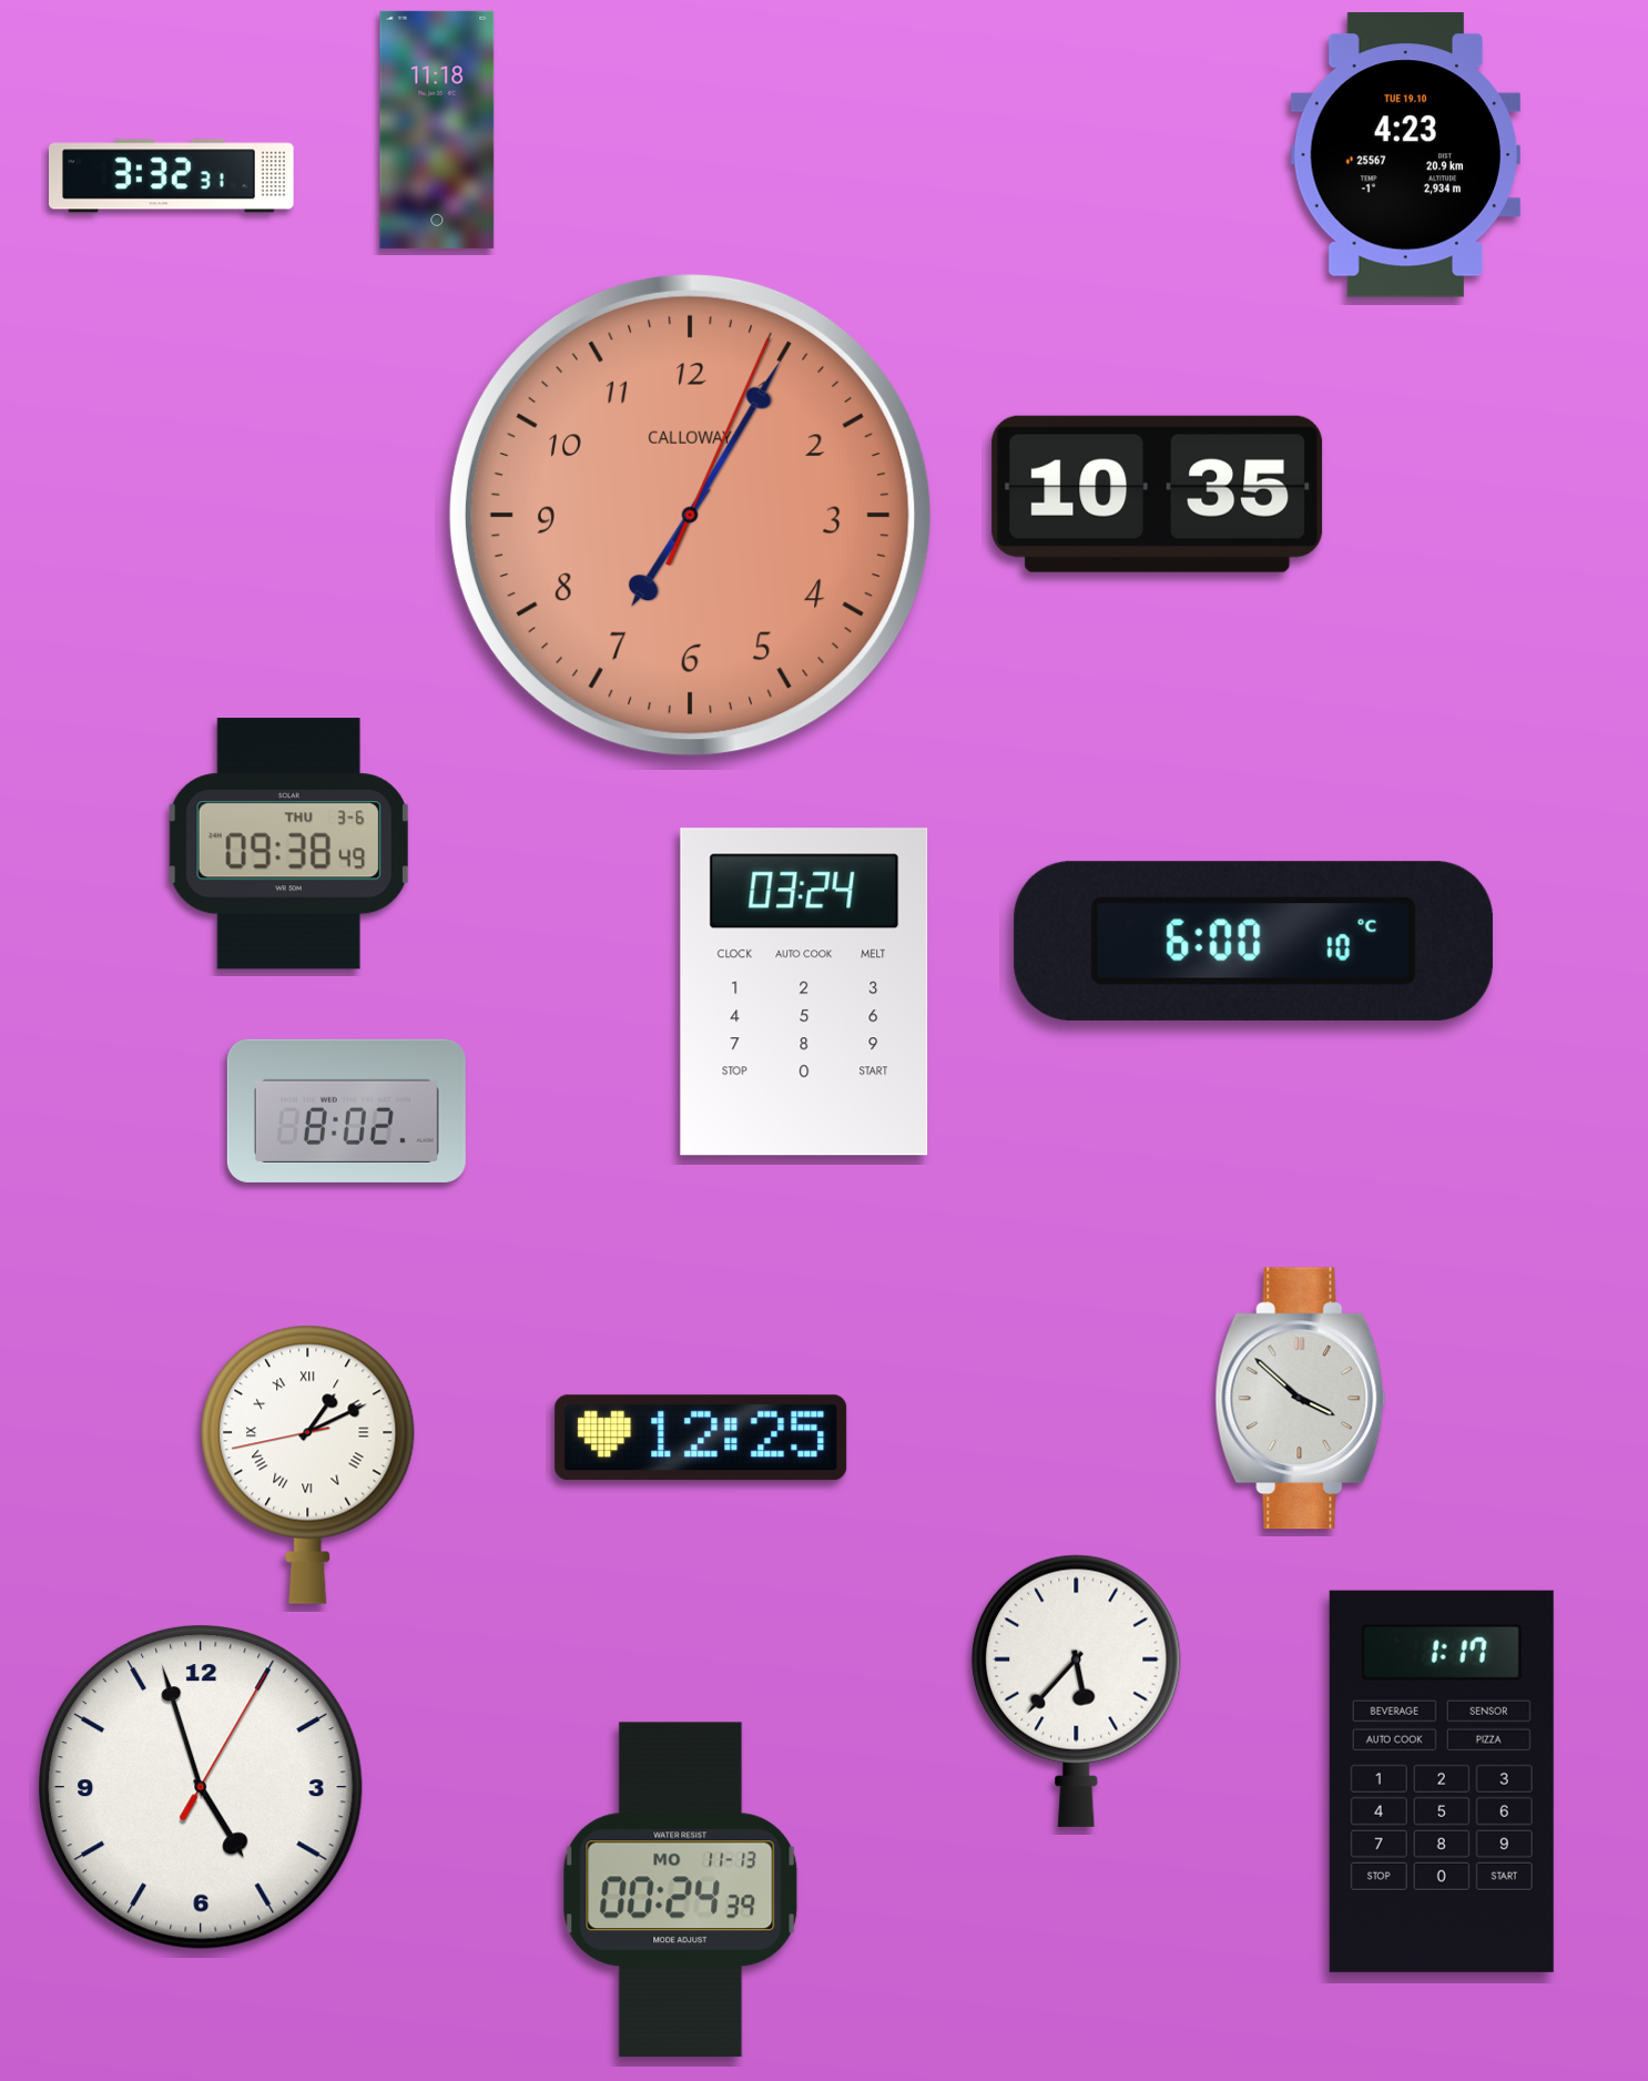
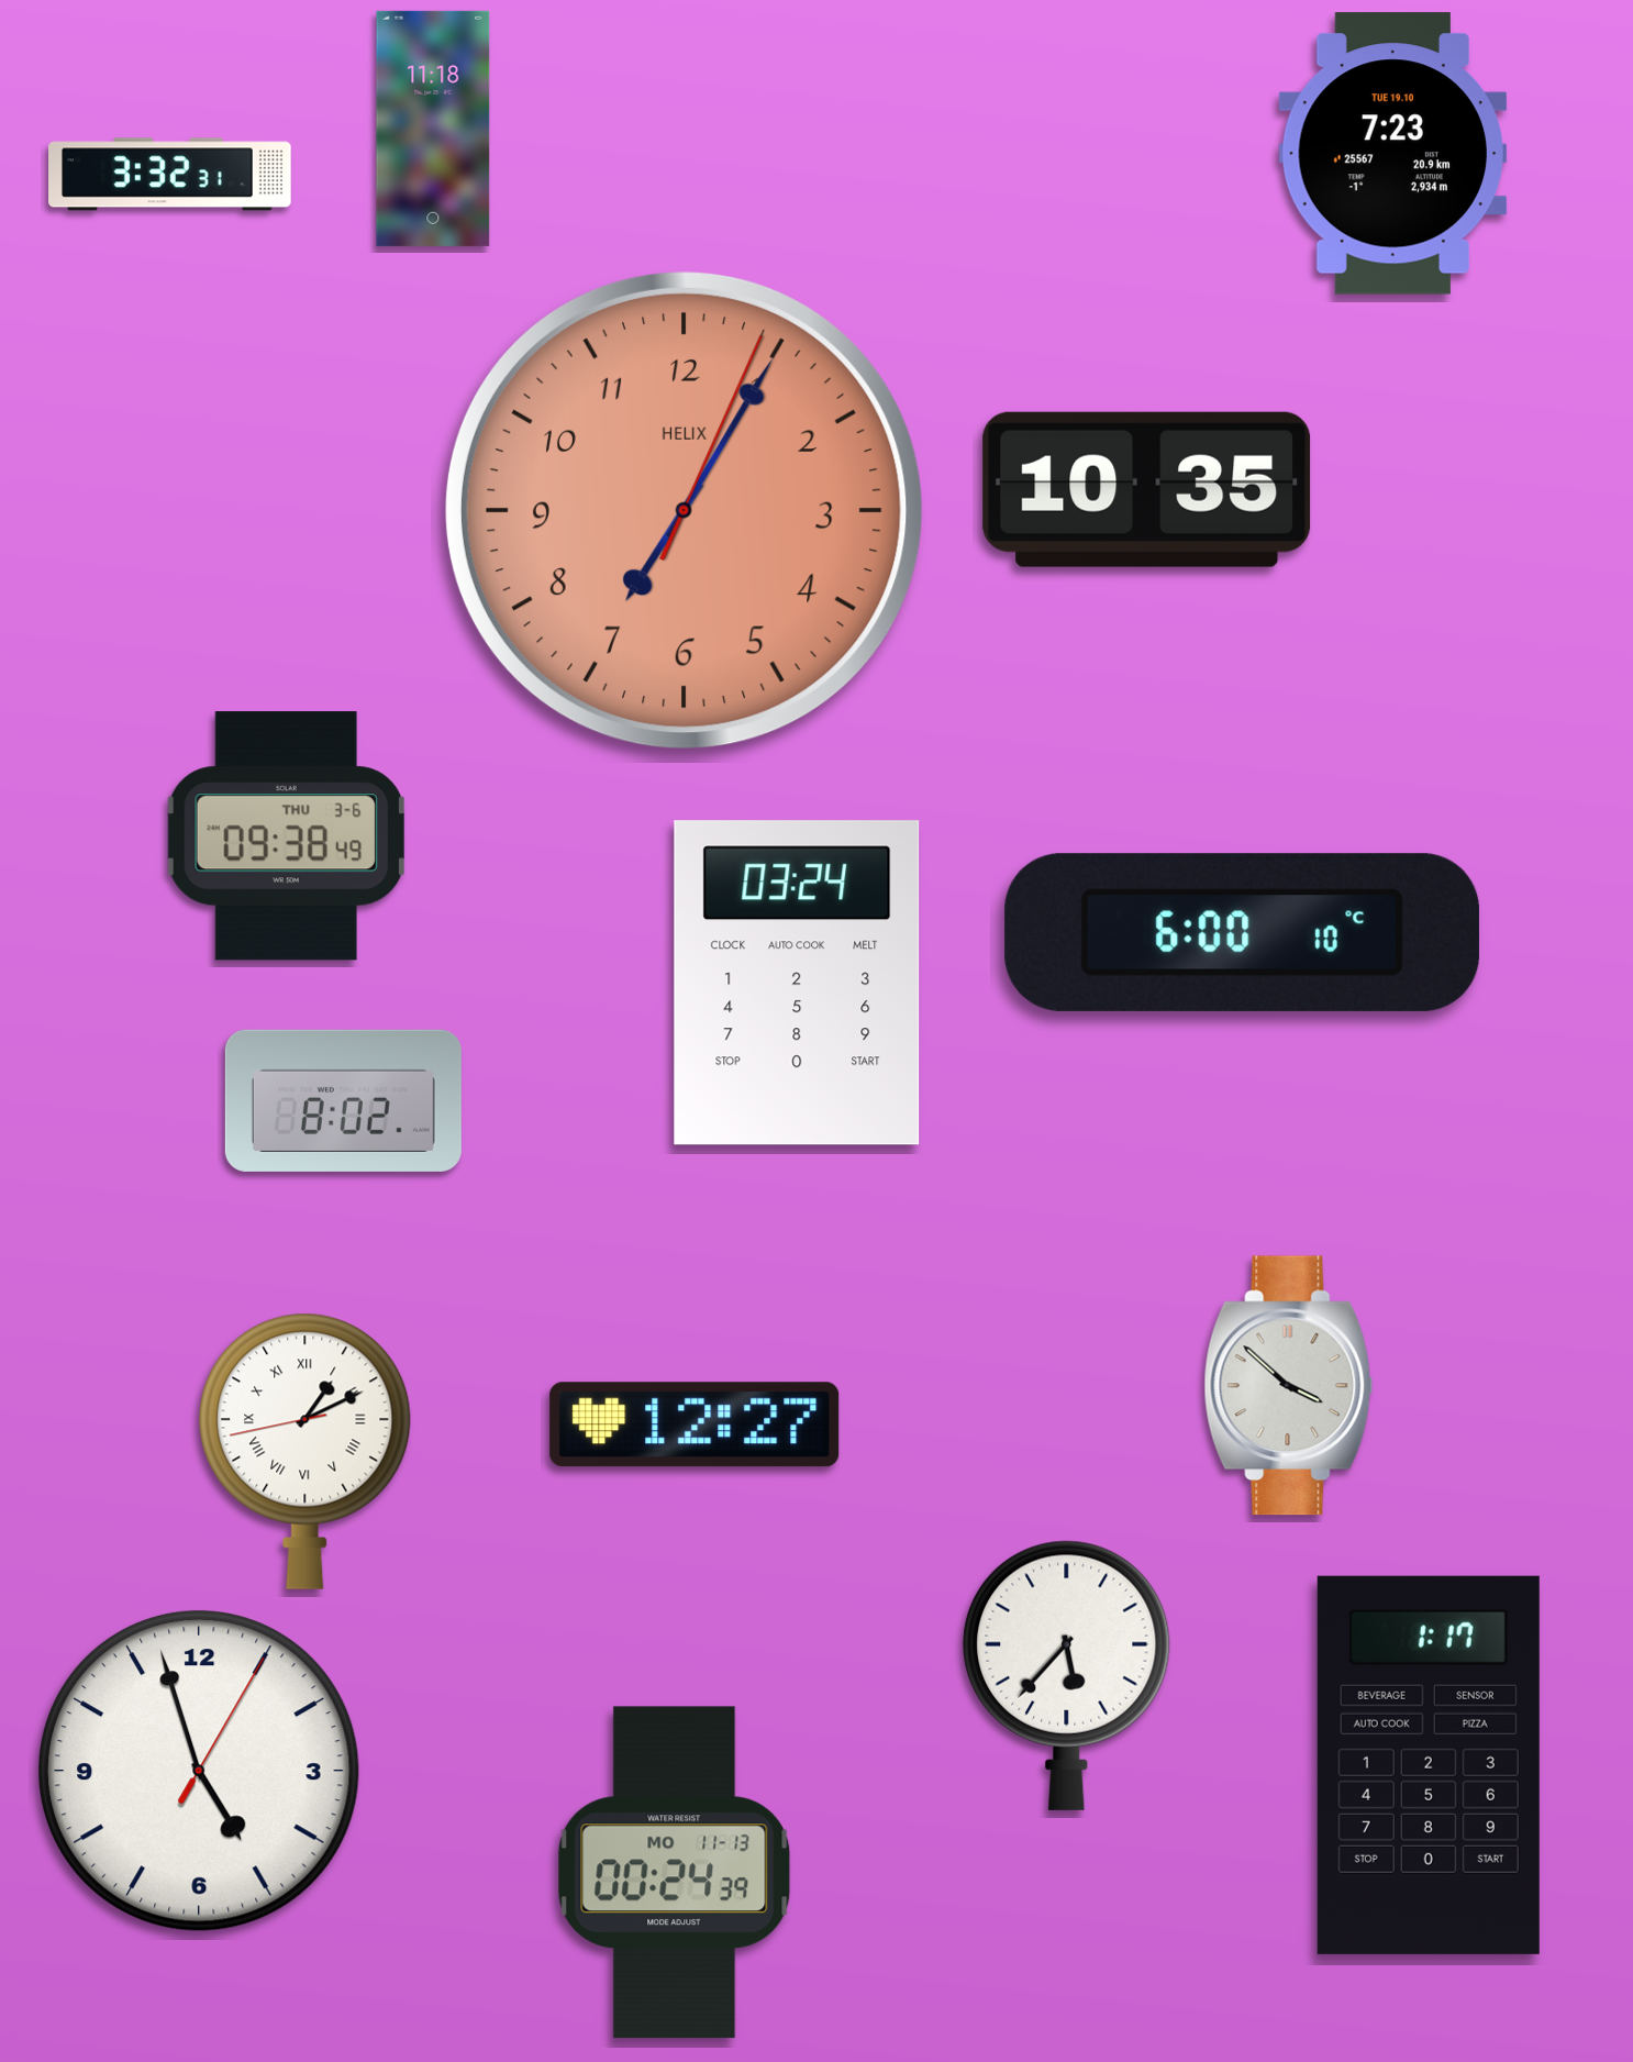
clock at (1406, 155): 4:23 -> 7:23
clock at (690, 515) brand: CALLOWAY -> HELIX
clock at (701, 1438): 12:25 -> 12:27
